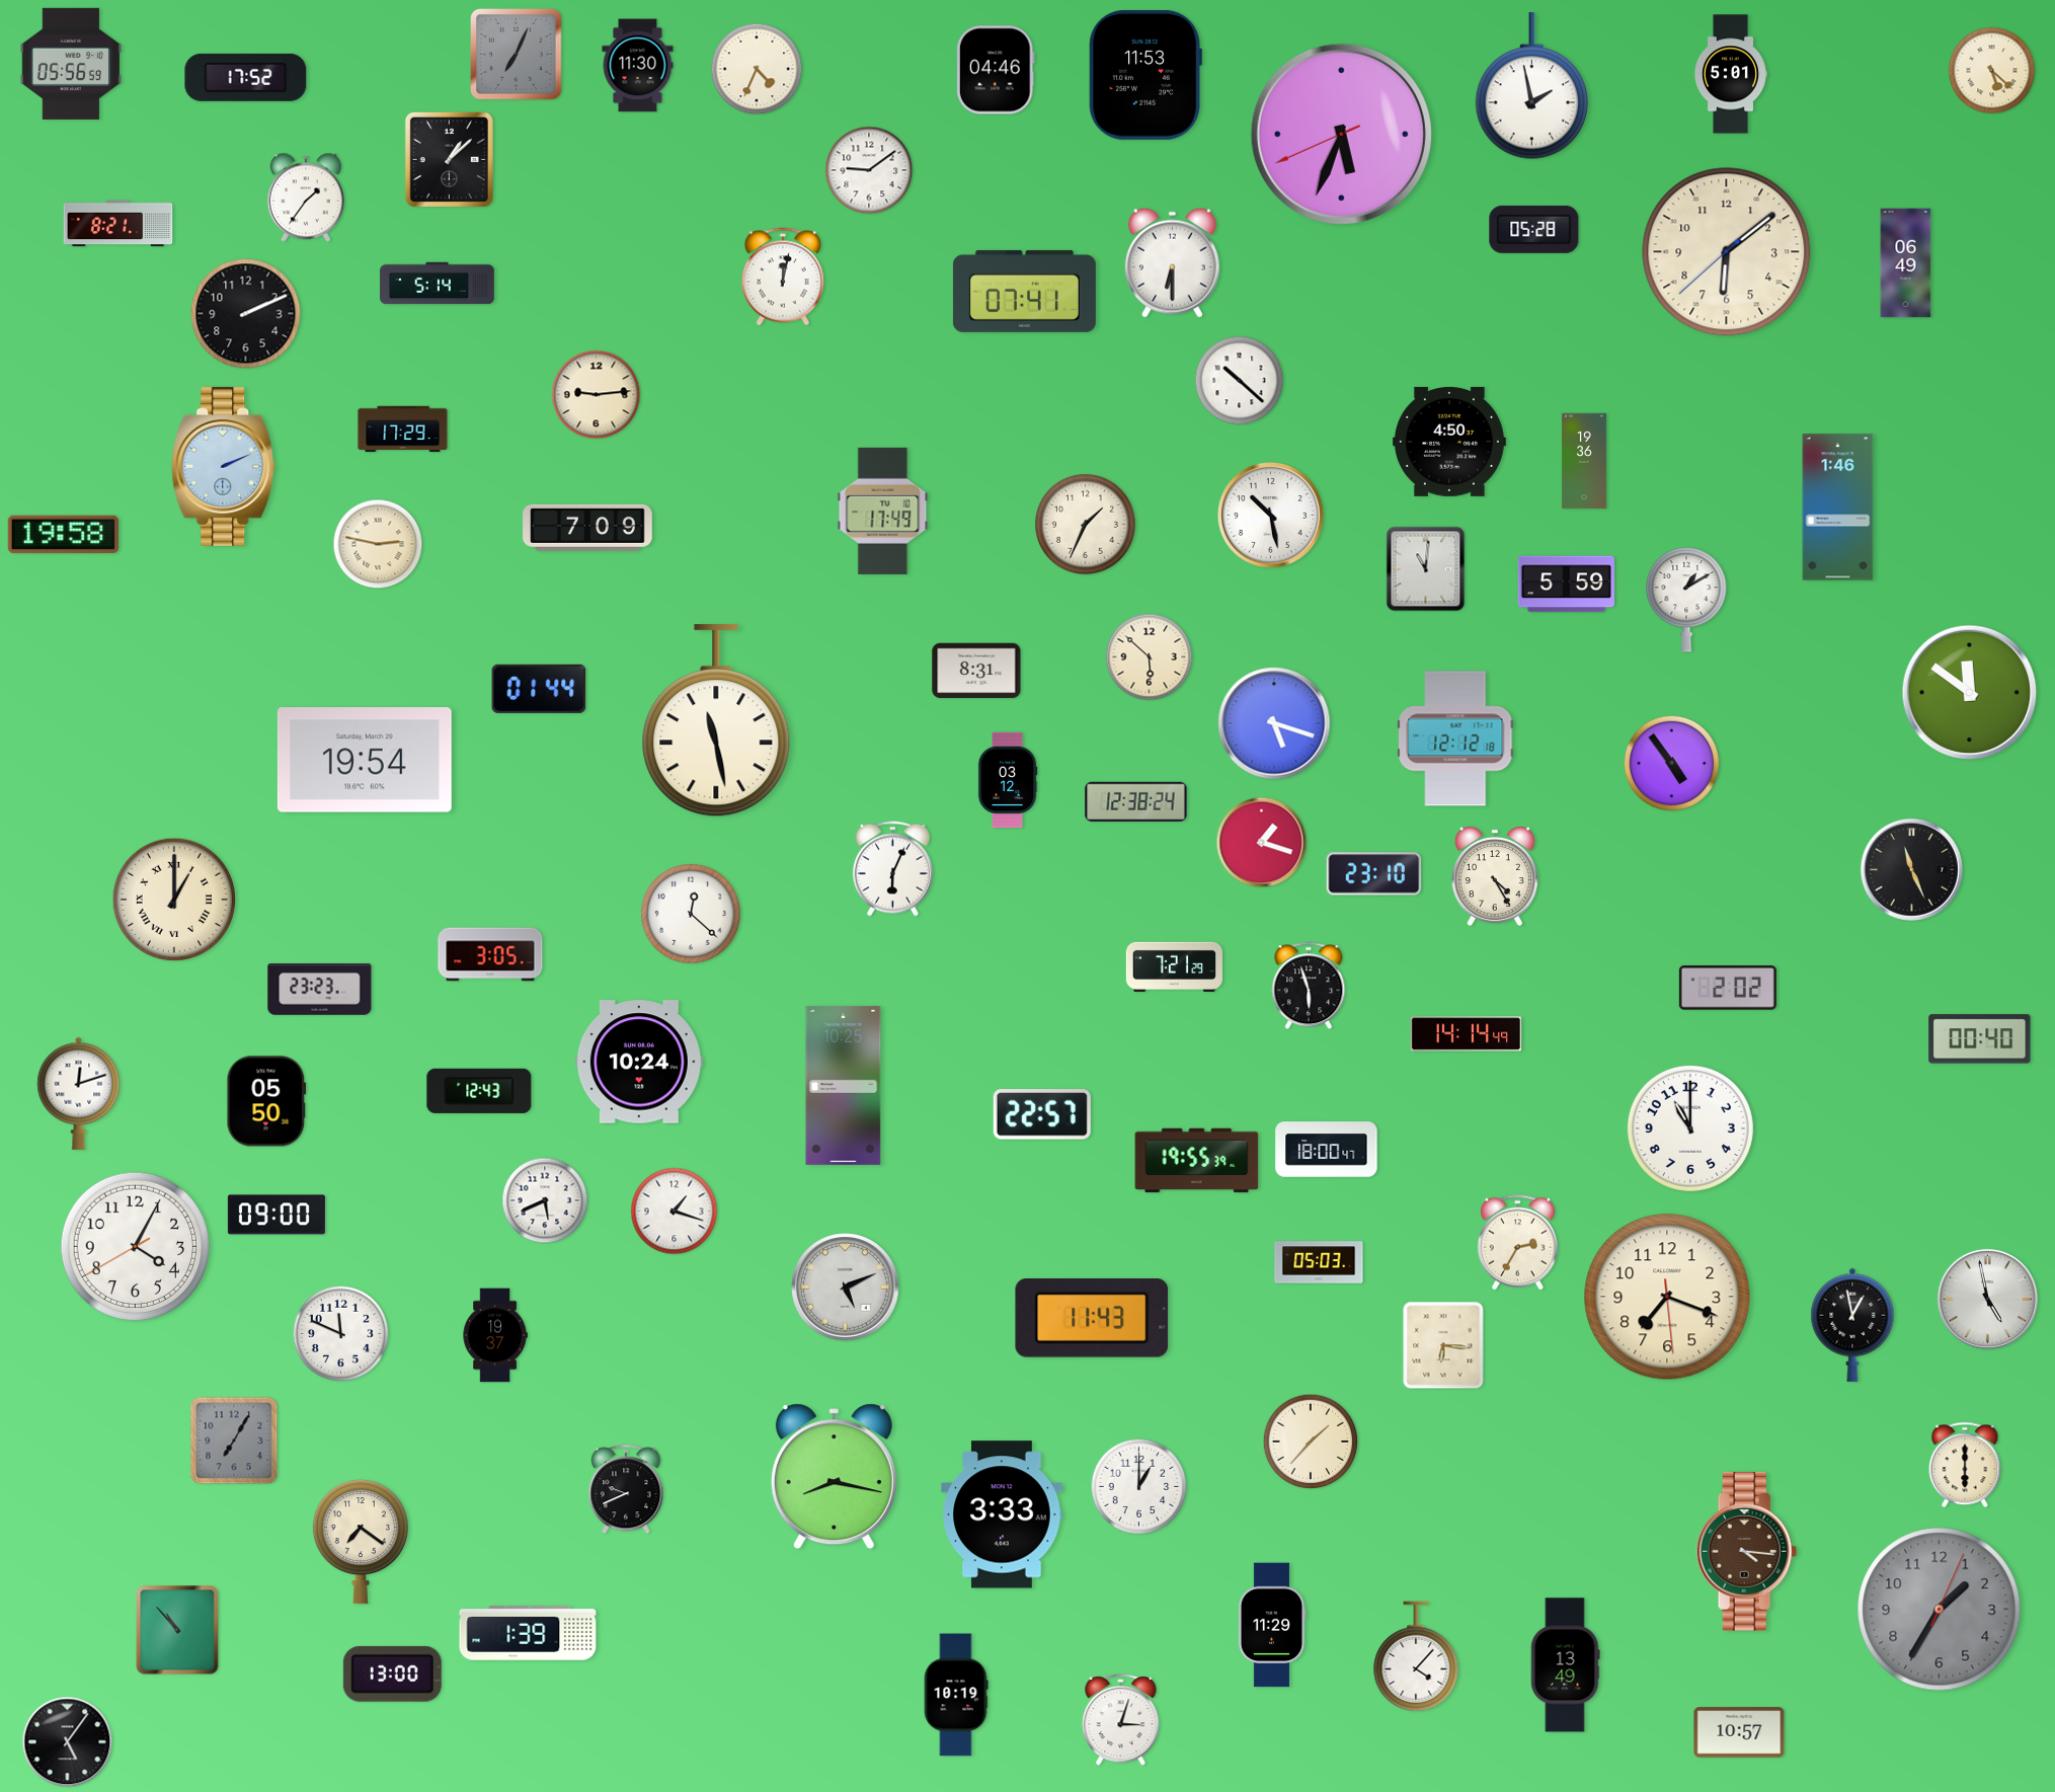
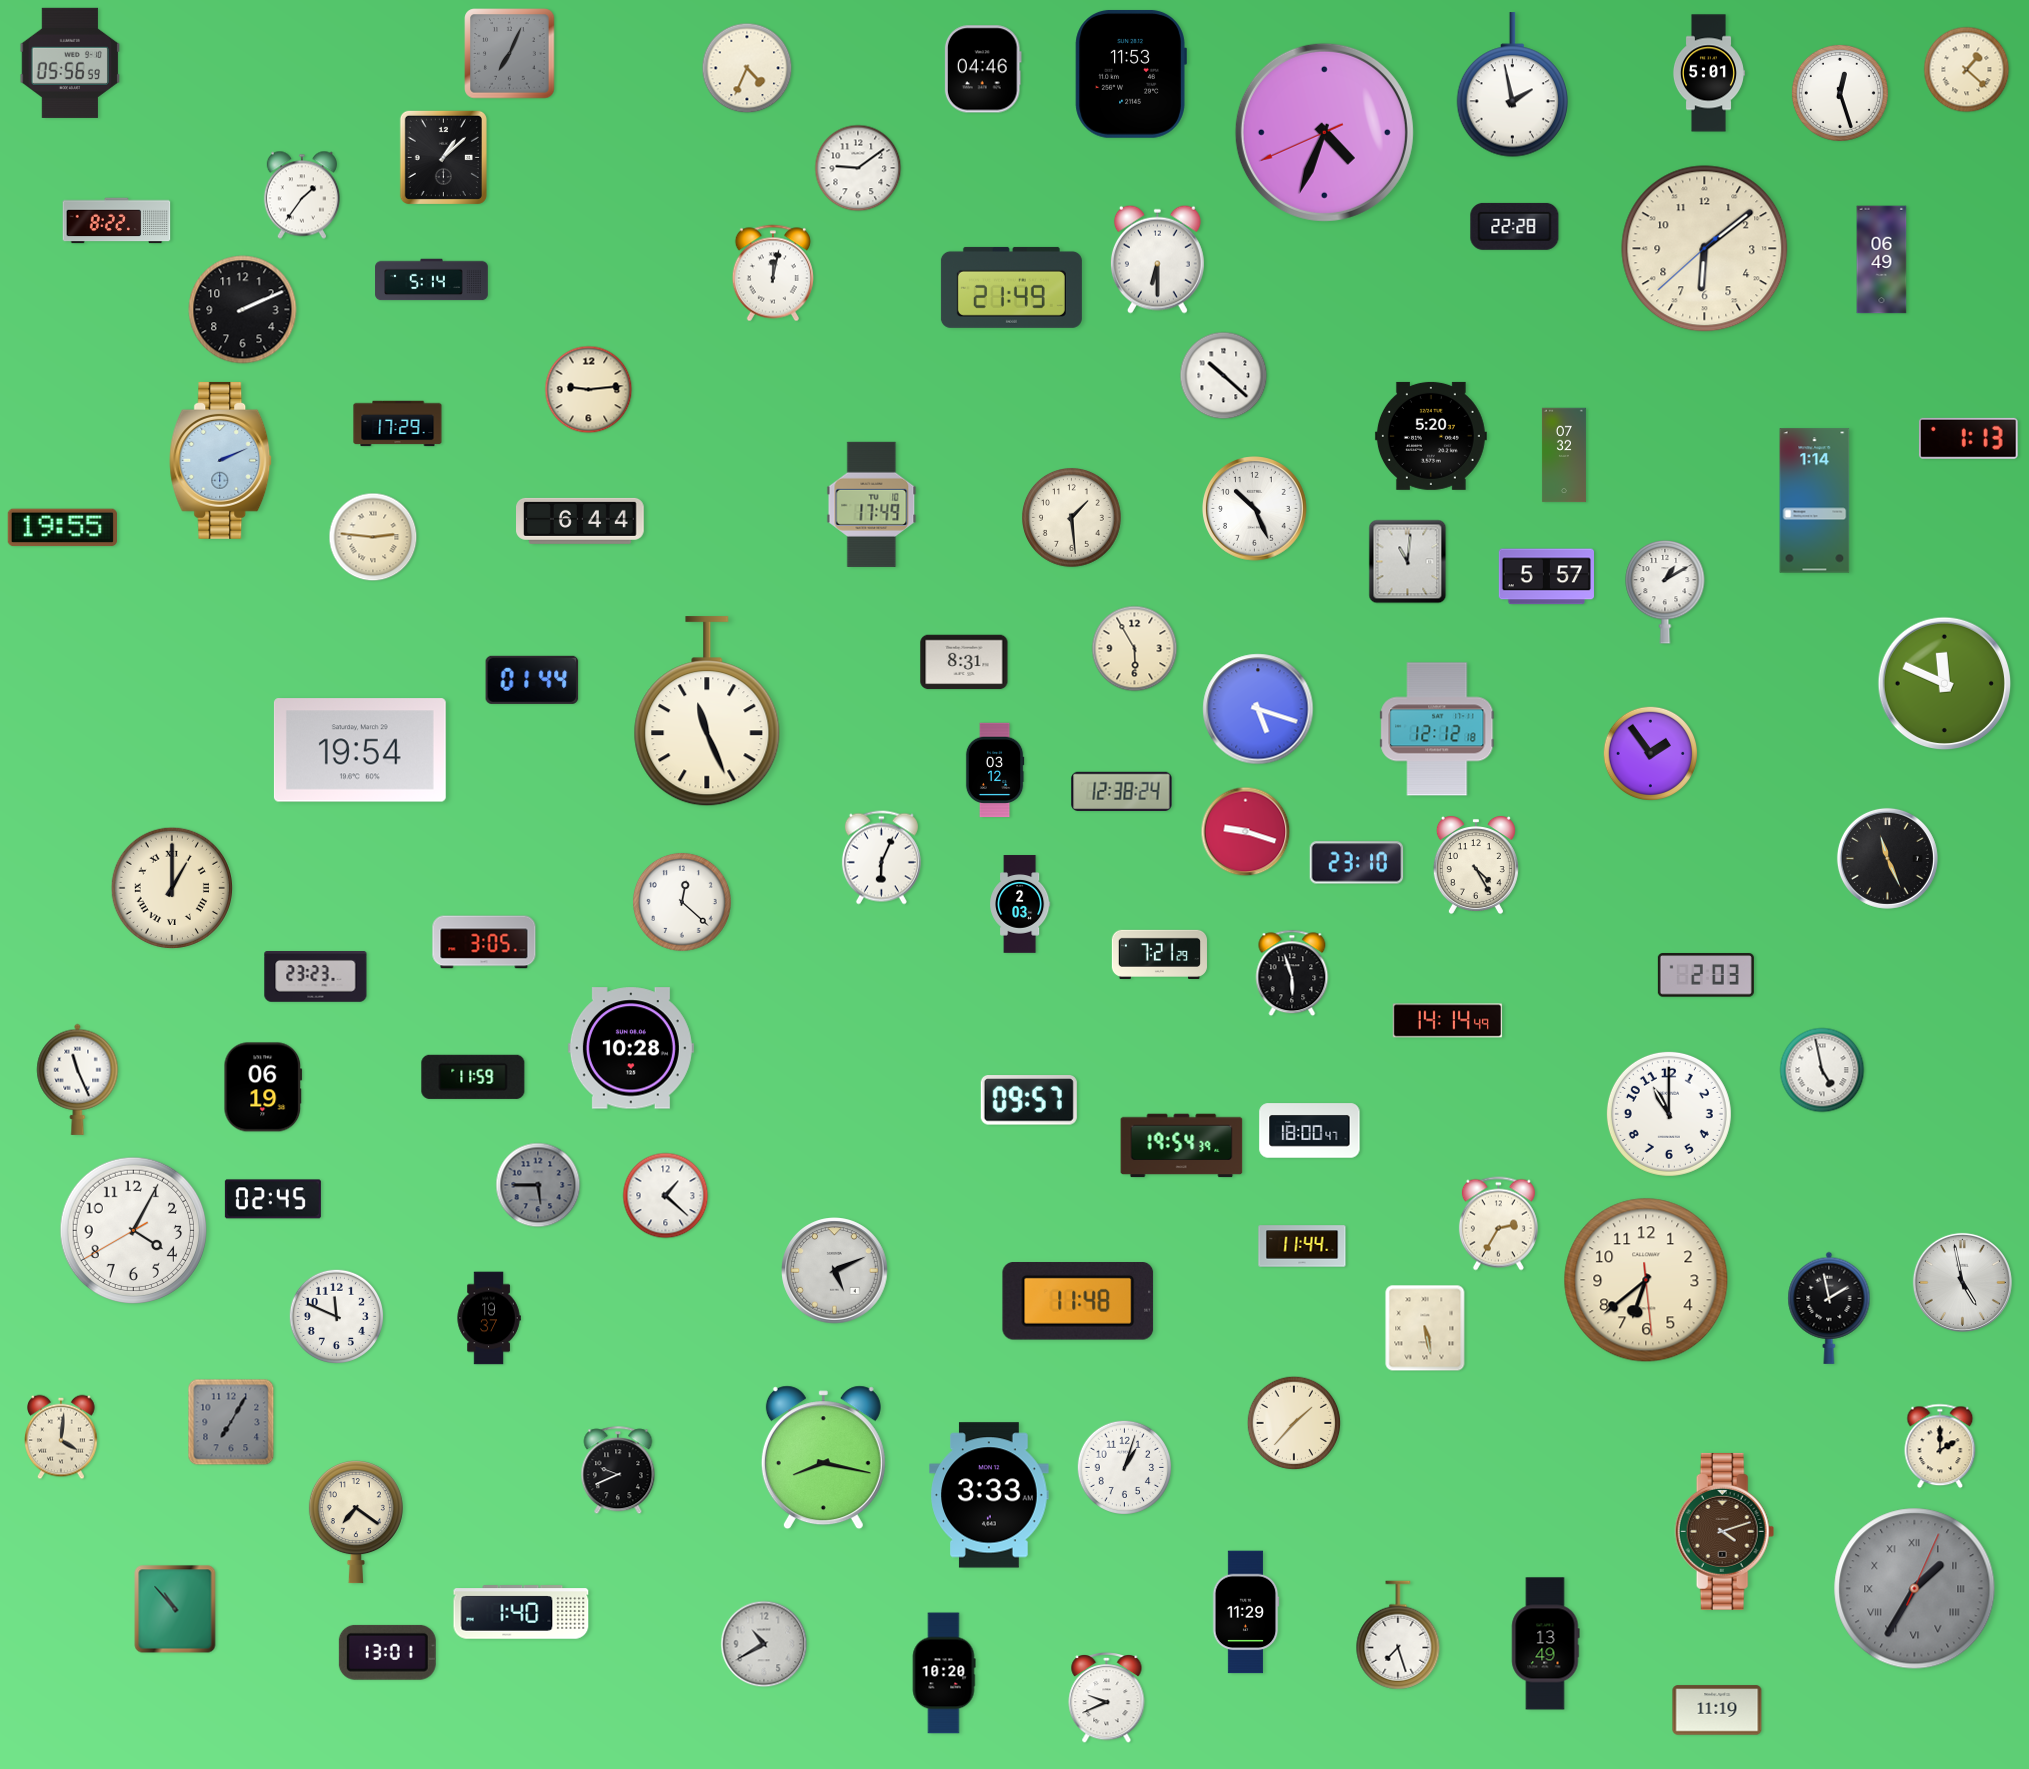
clock at (638, 66): 11:30 -> none
clock at (1992, 71): 5:22 -> 1:22
clock at (246, 77): 17:52 -> none
clock at (1840, 93): none -> 12:27
clock at (1341, 134): 5:33 -> 4:33
clock at (118, 224): 8:21 -> 8:22
clock at (1534, 229): 05:28 -> 22:28
clock at (1024, 291): 07:41 -> 21:49
clock at (1449, 442): 4:50 -> 5:20
clock at (1969, 438): none -> 1:13
clock at (1584, 461): 19:36 -> 07:32
clock at (1838, 508): 1:46 -> 1:14
clock at (1271, 516): 10:28 -> 10:26
clock at (1086, 525): 1:34 -> 1:29
clock at (587, 528): 7:09 -> 6:44
clock at (63, 535): 19:58 -> 19:55
clock at (378, 544): 2:47 -> 2:46
clock at (1566, 585): 5:59 -> 5:57
clock at (1150, 657): 5:52 -> 5:55
clock at (1970, 693): 11:51 -> 11:49
clock at (716, 721): 11:28 -> 11:26
clock at (1274, 723) position: (1274, 723) -> (1258, 709)
clock at (1671, 763): 4:54 -> 1:54
clock at (1262, 843): 1:18 -> 9:18
clock at (1020, 904): none -> 2:03
clock at (1728, 988): 2:02 -> 2:03
clock at (1980, 1039): 00:40 -> none
clock at (639, 1062): 10:24 -> 10:28
clock at (1822, 1070): none -> 4:58
clock at (844, 1085): 10:25 -> none
clock at (479, 1091): 12:43 -> 11:59
clock at (79, 1093): 12:12 -> 11:26
clock at (266, 1101): 05:50 -> 06:19
clock at (1042, 1114): 22:57 -> 09:57
clock at (1327, 1150) position: (1327, 1150) -> (1310, 1131)
clock at (1197, 1161): 19:55 -> 19:54
clock at (545, 1200): 5:41 -> 5:45
clock at (545, 1200) dial: white -> grey
clock at (675, 1212): 1:18 -> 1:22
clock at (276, 1215): 09:00 -> 02:45
clock at (1517, 1243) position: (1517, 1243) -> (1498, 1224)
clock at (1319, 1262): 05:03 -> 11:44
clock at (1667, 1297): 7:18 -> 6:38
clock at (1092, 1319): 11:43 -> 11:48
clock at (1852, 1325): 12:58 -> 1:58
clock at (1443, 1345): 6:16 -> 5:28
clock at (61, 1437): none -> 4:01
clock at (1965, 1465): 6:00 -> 2:00
clock at (1138, 1486): 1:00 -> 1:03
clock at (1747, 1551): 4:16 -> 4:12
clock at (1940, 1610) numerals: Arabic -> Roman
clock at (1272, 1625) position: (1272, 1625) -> (1246, 1612)
clock at (528, 1633): 1:39 -> 1:40
clock at (1416, 1656): 4:07 -> 7:27
clock at (764, 1644): none -> 10:40
clock at (392, 1673): 13:00 -> 13:01
clock at (956, 1695): 10:19 -> 10:20
clock at (1121, 1719): 3:03 -> 9:41
clock at (1739, 1732): 10:57 -> 11:19
clock at (68, 1742): 5:06 -> none
